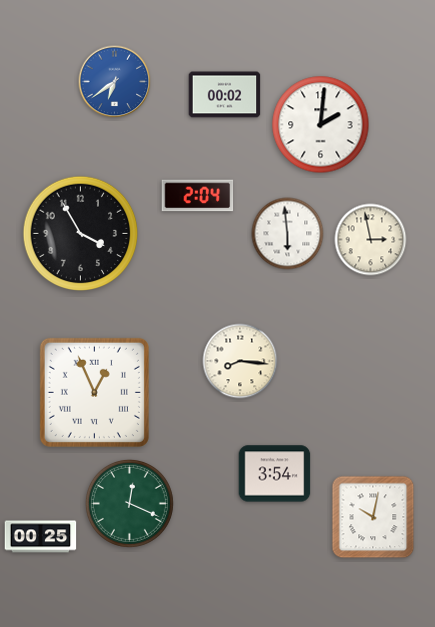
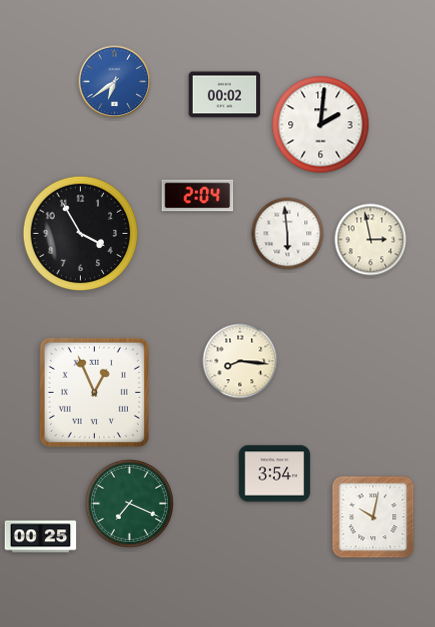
clock at (129, 503): 12:19 -> 7:19
